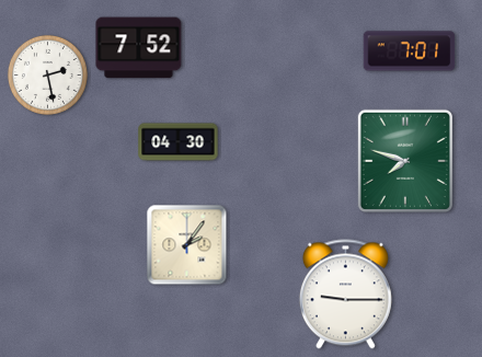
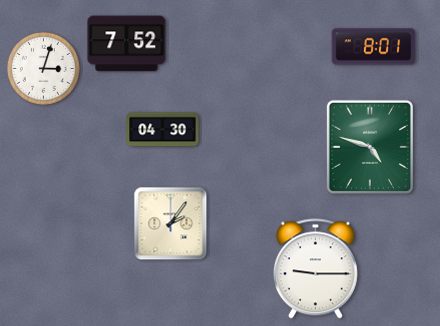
clock at (410, 51): 7:01 -> 8:01
clock at (47, 74): 2:28 -> 3:03
clock at (405, 161): 7:48 -> 4:48
